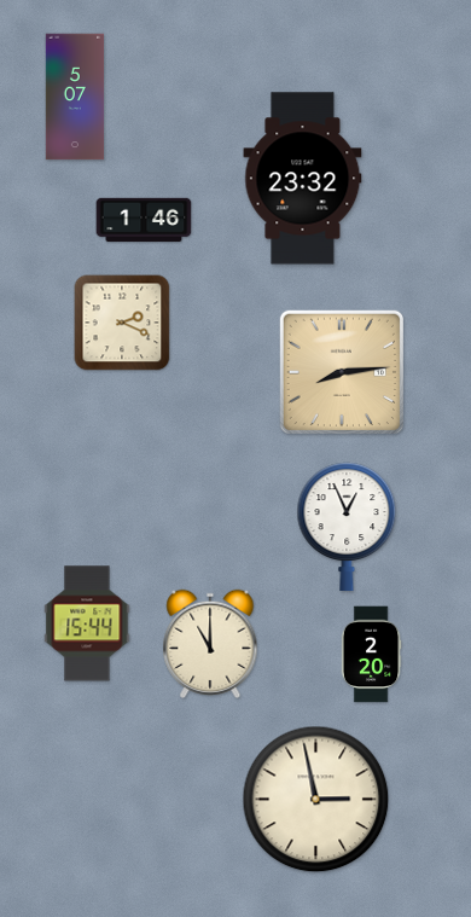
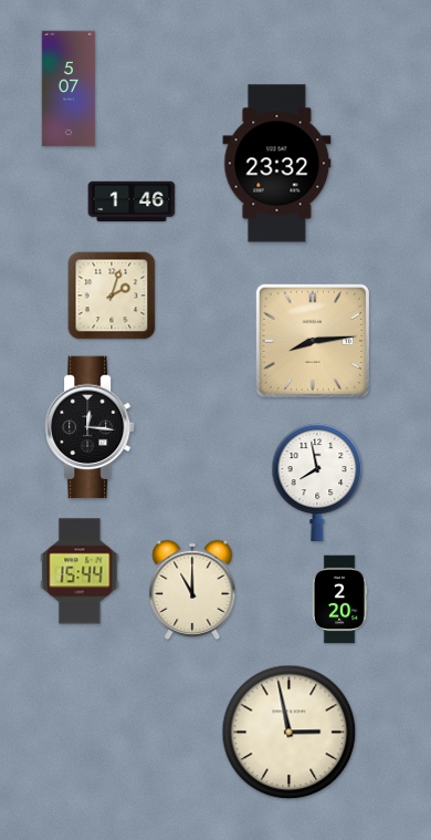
clock at (122, 323): 2:19 -> 2:03
clock at (91, 427): none -> 12:16
clock at (347, 526): 12:56 -> 7:58
